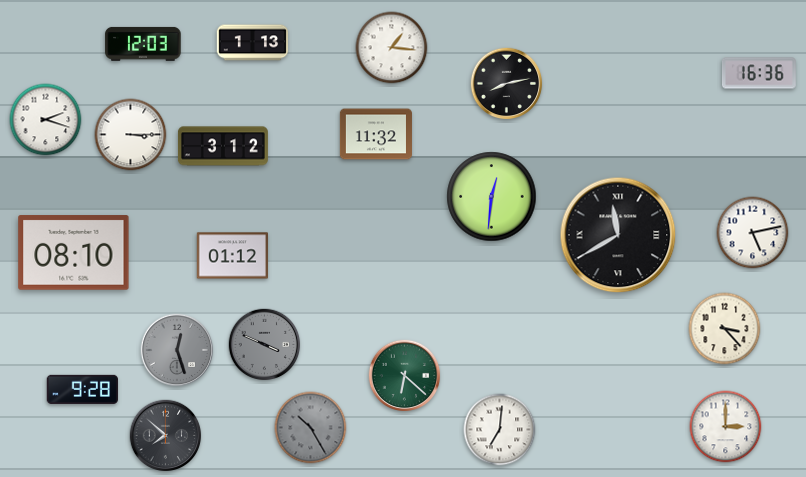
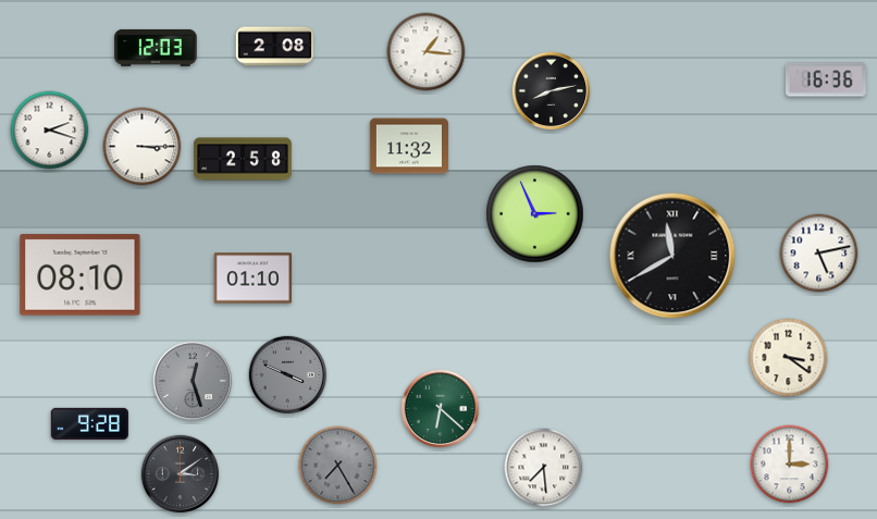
clock at (253, 43): 1:13 -> 2:08
clock at (223, 146): 3:12 -> 2:58
clock at (492, 197): 12:31 -> 2:56
clock at (233, 256): 01:12 -> 01:10
clock at (725, 329): 3:23 -> 3:21
clock at (311, 428): 10:25 -> 7:25
clock at (500, 430): 7:01 -> 7:29
clock at (166, 436): 7:52 -> 3:09
